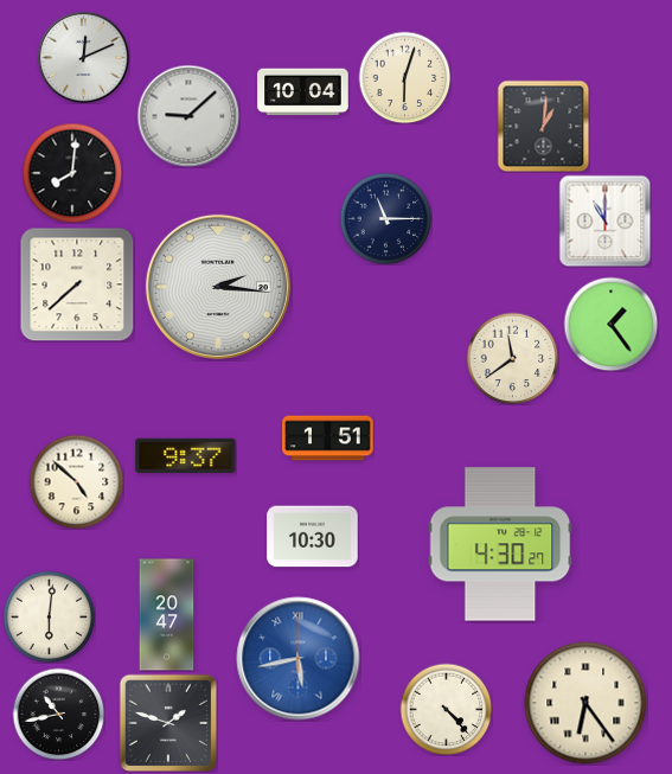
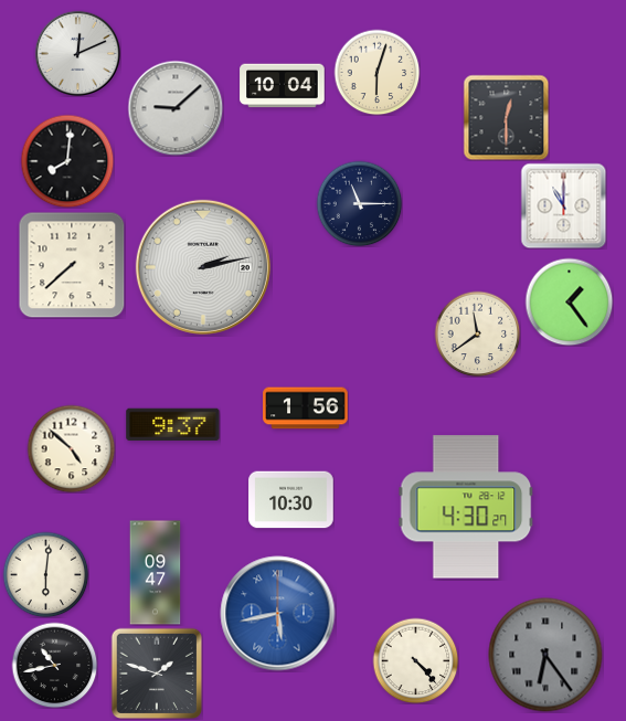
clock at (543, 126): 1:01 -> 12:30
clock at (218, 287): 2:16 -> 2:13
clock at (328, 439): 1:51 -> 1:56
clock at (167, 615): 20:47 -> 09:47
clock at (585, 703) dial: cream -> grey
